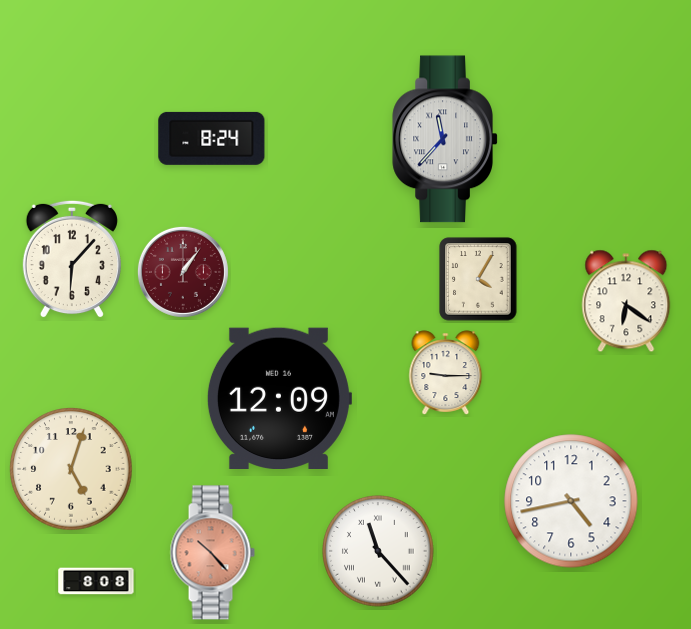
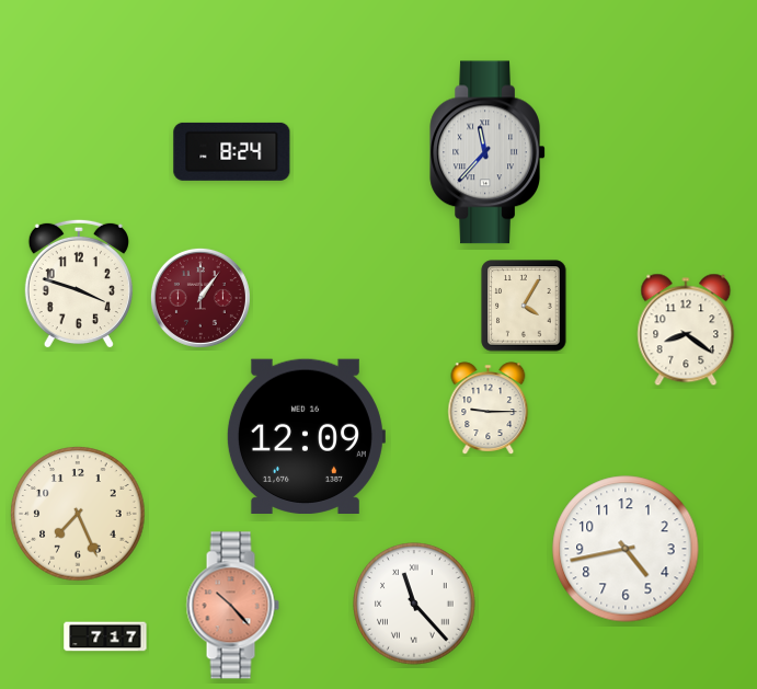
clock at (72, 259): 6:07 -> 3:48
clock at (626, 301): 6:21 -> 8:21
clock at (71, 469): 5:03 -> 7:26
clock at (96, 581): 8:08 -> 7:17
